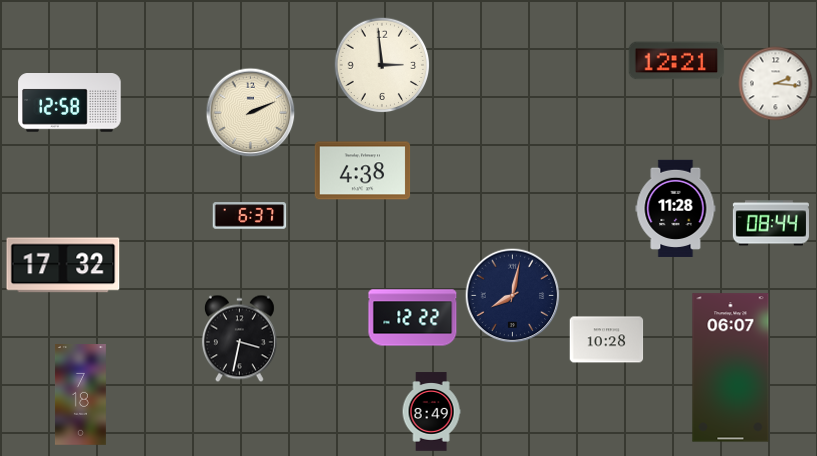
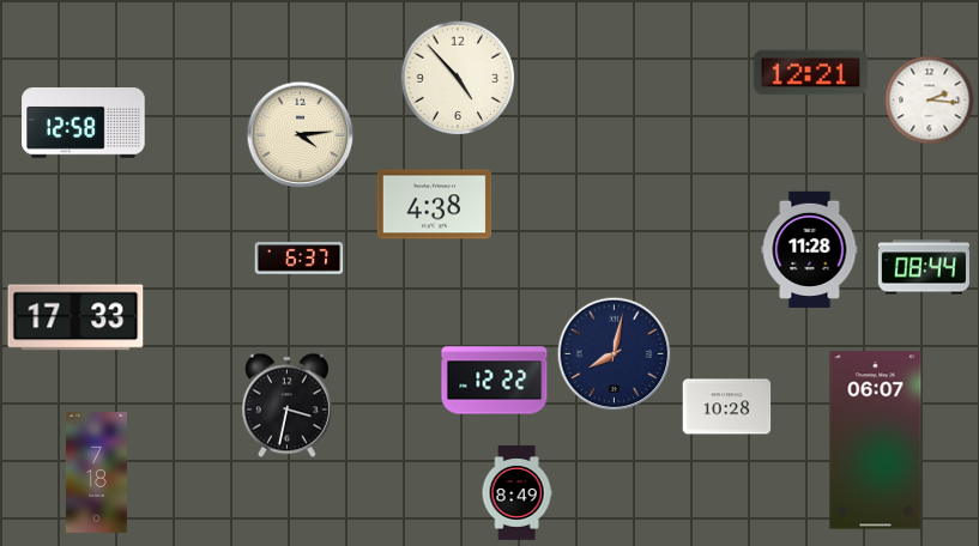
clock at (382, 65): 2:59 -> 4:53
clock at (251, 113): 2:11 -> 4:14
clock at (63, 265): 17:32 -> 17:33
